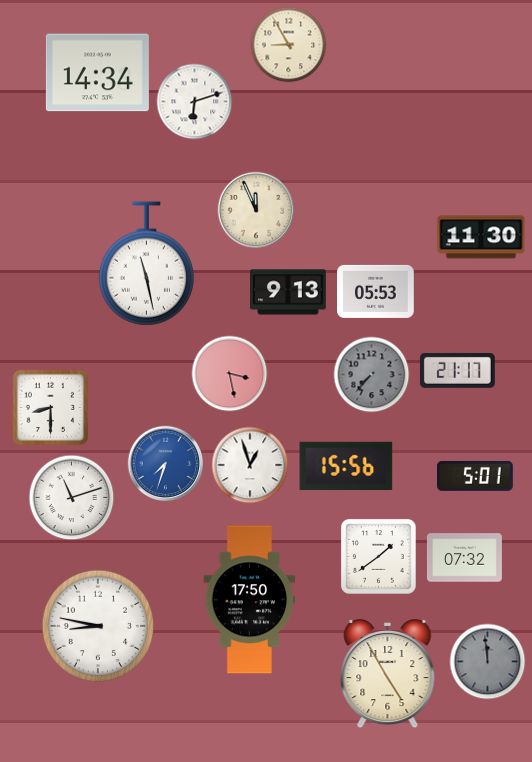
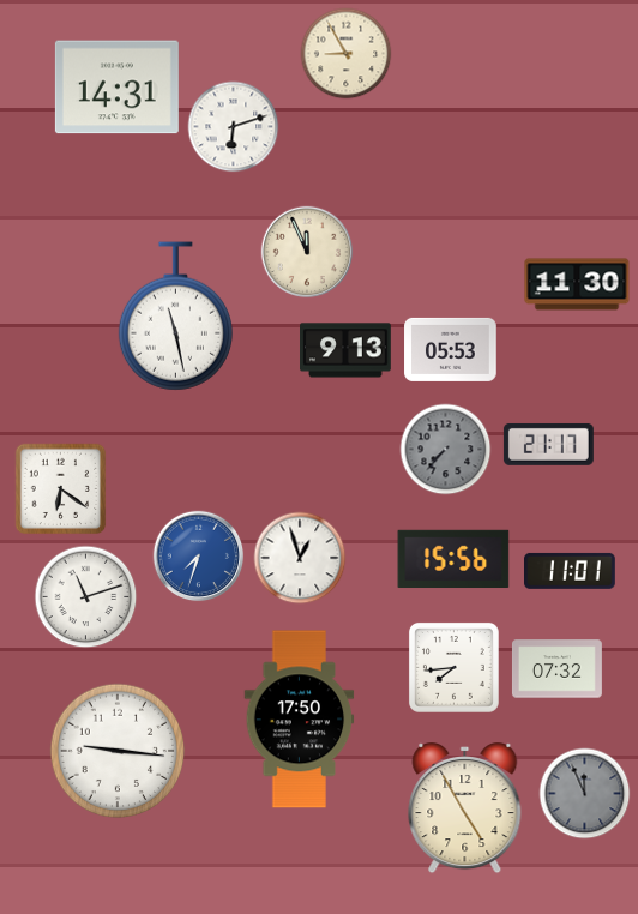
clock at (97, 73): 14:34 -> 14:31
clock at (195, 102) position: (195, 102) -> (234, 127)
clock at (230, 374): 3:28 -> none
clock at (51, 408): 8:30 -> 6:21
clock at (346, 466) position: (346, 466) -> (453, 559)
clock at (476, 476): 5:01 -> 11:01
clock at (378, 556): 1:39 -> 7:44
clock at (98, 626): 8:47 -> 9:16
clock at (488, 662): 11:59 -> 11:56
